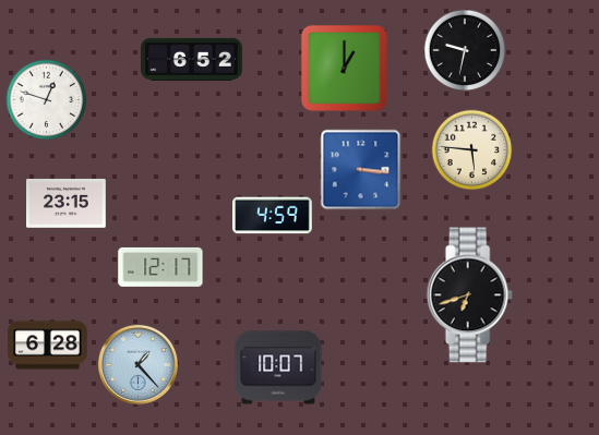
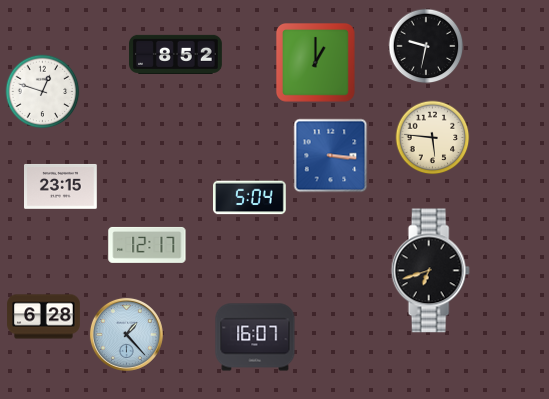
clock at (192, 59): 6:52 -> 8:52
clock at (273, 216): 4:59 -> 5:04
clock at (278, 367): 10:07 -> 16:07
